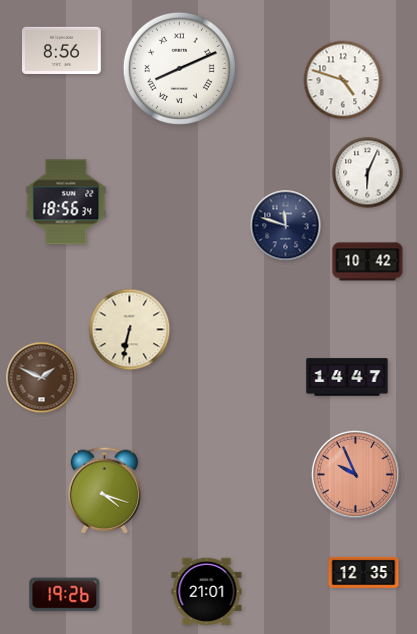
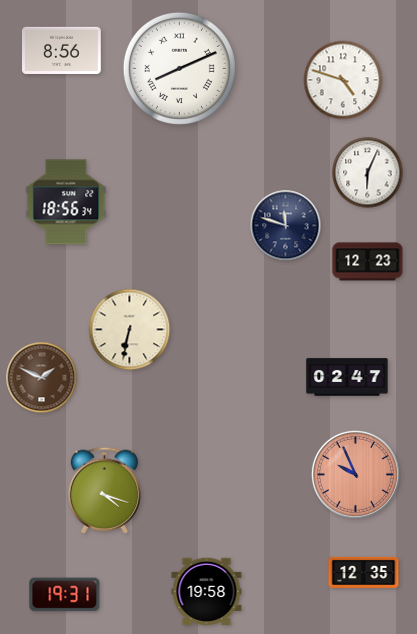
clock at (368, 262): 10:42 -> 12:23
clock at (347, 377): 14:47 -> 02:47
clock at (207, 591): 21:01 -> 19:58
clock at (65, 595): 19:26 -> 19:31
